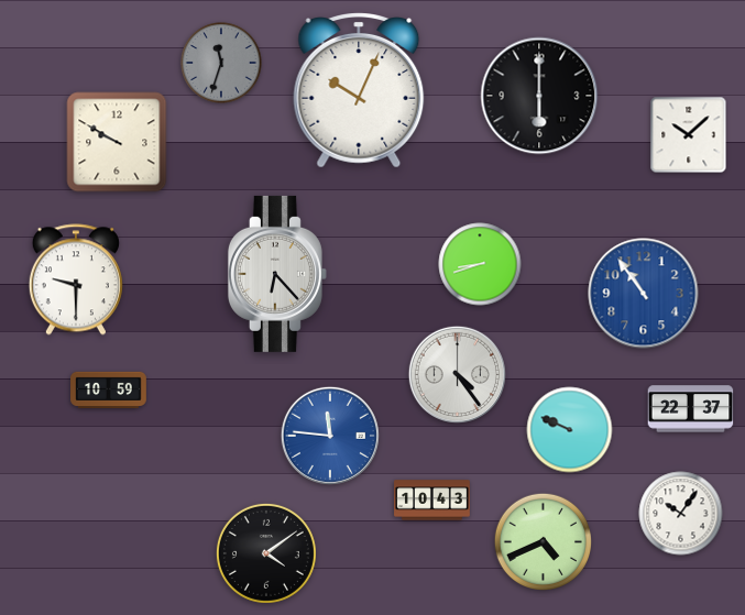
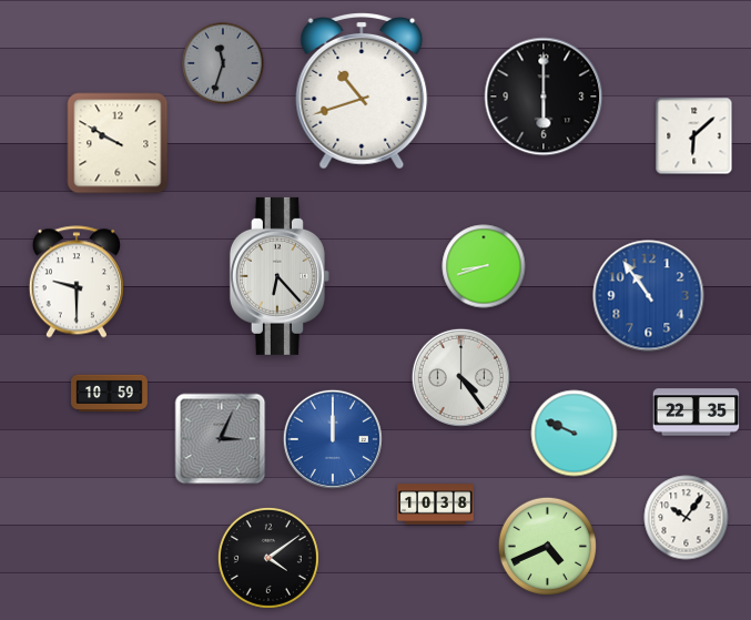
clock at (359, 91): 10:04 -> 10:42
clock at (689, 135): 10:08 -> 6:08
clock at (691, 409): 22:37 -> 22:35
clock at (221, 439): none -> 3:04
clock at (330, 436): 11:46 -> 12:00
clock at (432, 501): 10:43 -> 10:38
